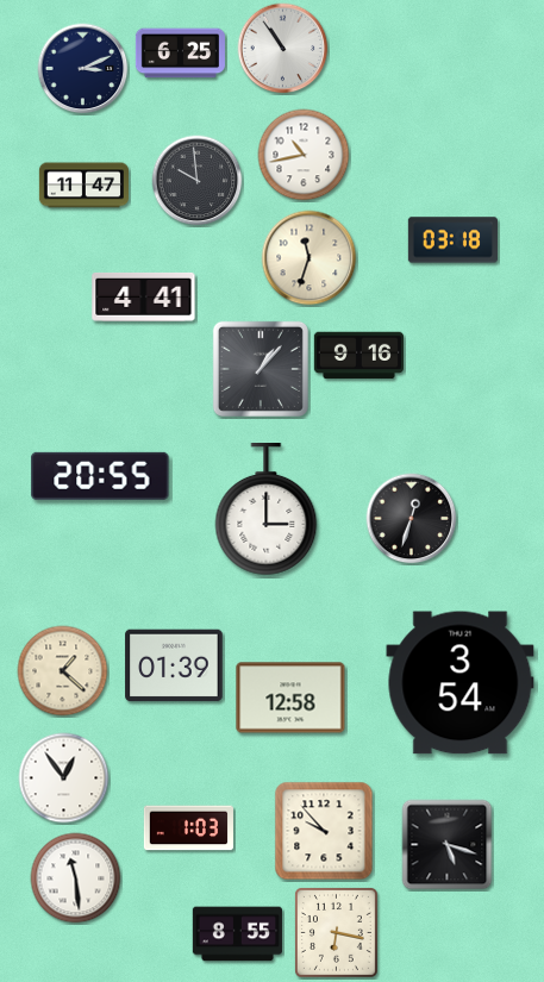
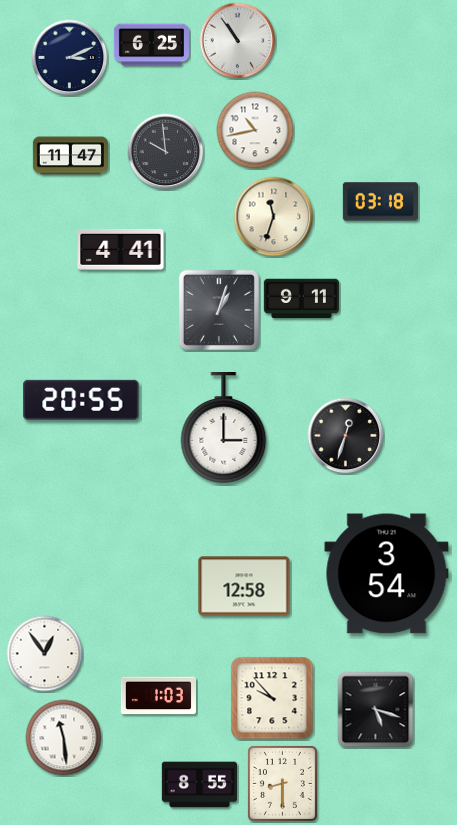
clock at (309, 258) position: (309, 258) -> (274, 217)
clock at (358, 356): 9:16 -> 9:11
clock at (261, 369): 1:07 -> 1:03
clock at (100, 476) position: (100, 476) -> (81, 400)
clock at (174, 665): 01:39 -> none
clock at (63, 671): 1:22 -> none
clock at (64, 778) position: (64, 778) -> (45, 654)
clock at (336, 932): 6:17 -> 8:30
